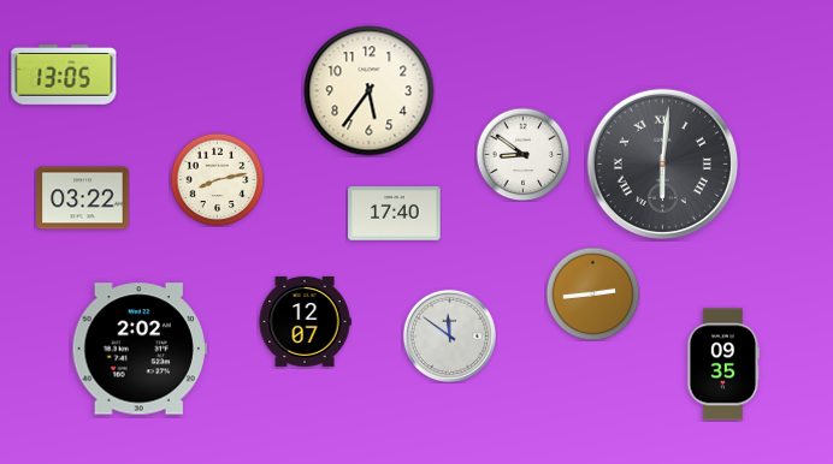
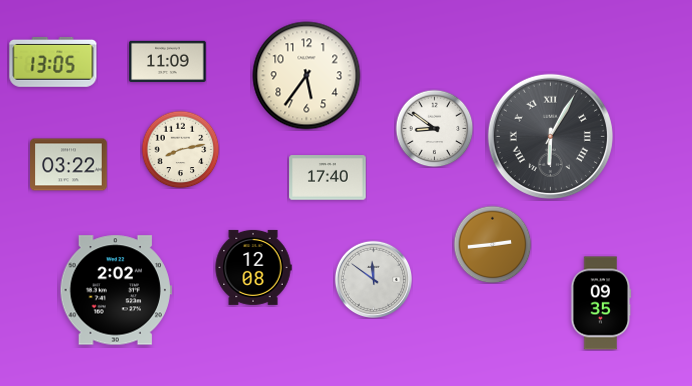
clock at (168, 61): none -> 11:09
clock at (662, 163): 6:01 -> 6:05
clock at (305, 321): 12:07 -> 12:08
